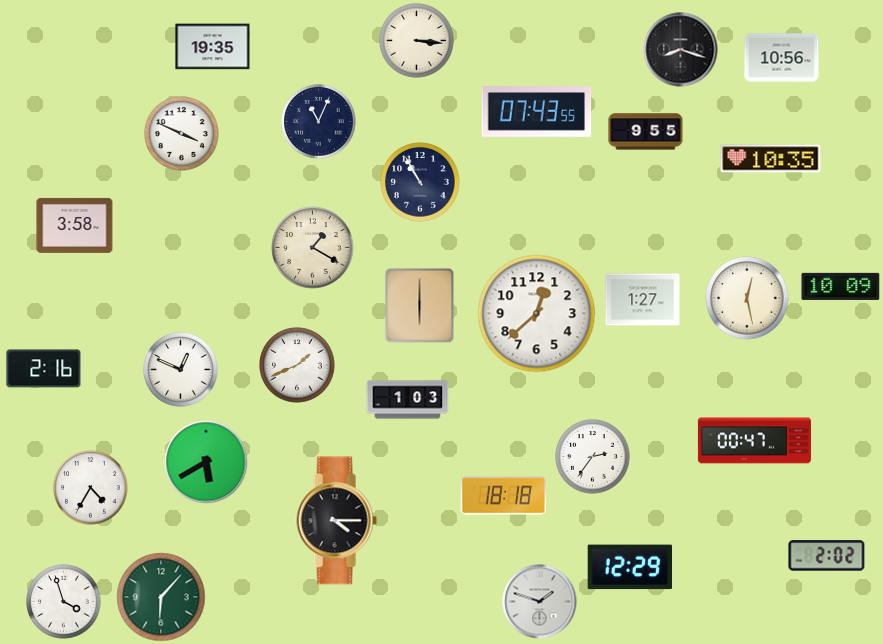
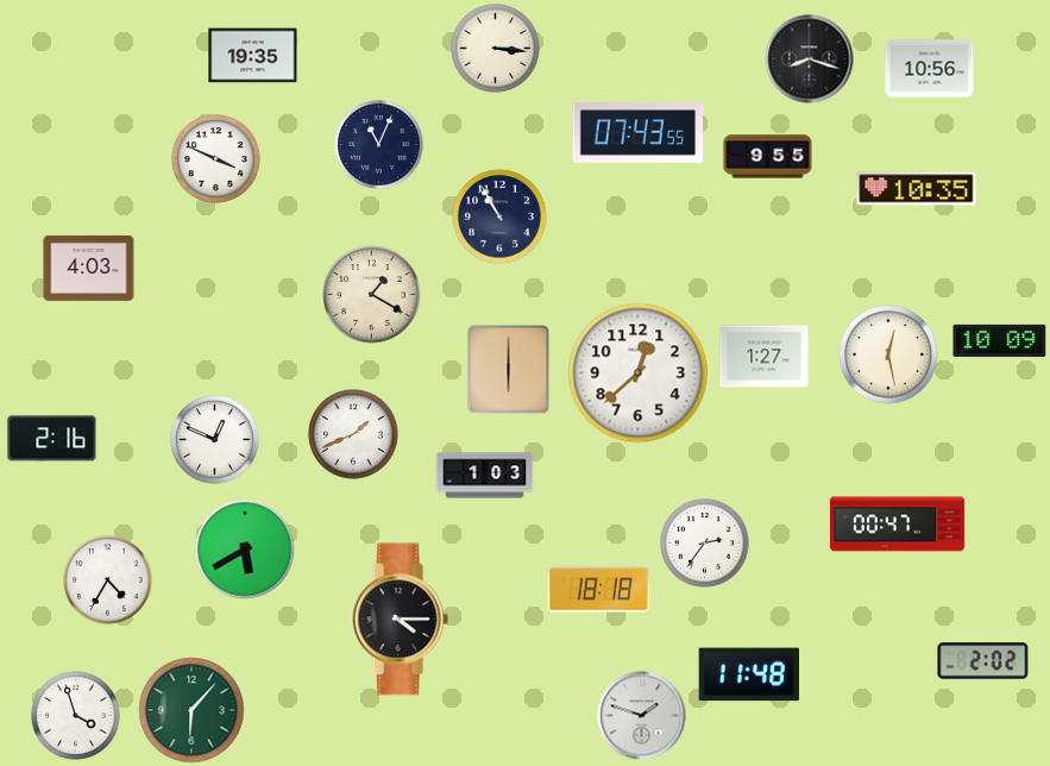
clock at (75, 225): 3:58 -> 4:03
clock at (420, 306) position: (420, 306) -> (509, 370)
clock at (629, 567): 12:29 -> 11:48
